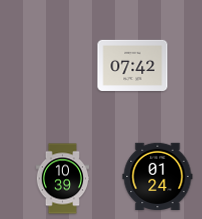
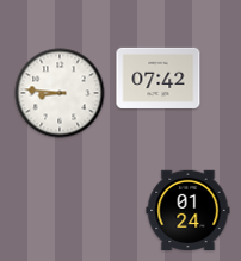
clock at (60, 93): none -> 8:46
clock at (63, 179): 10:39 -> none
